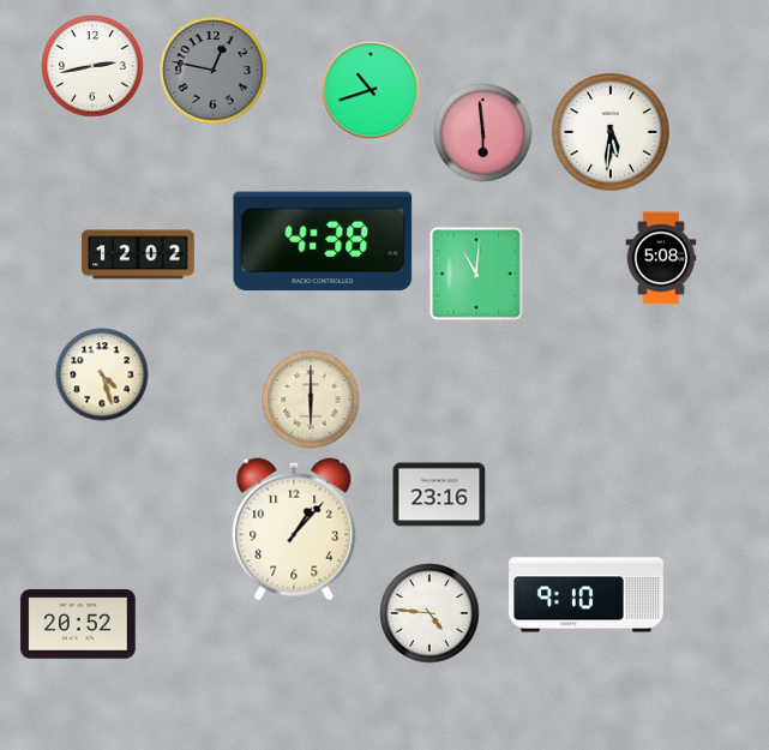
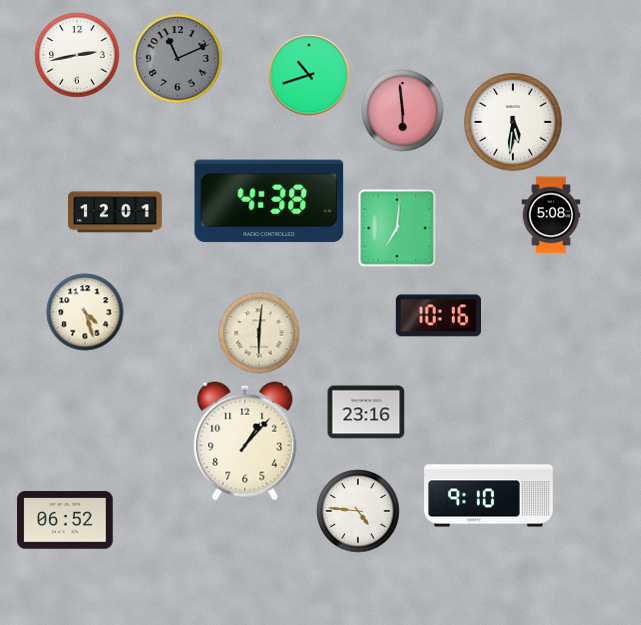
clock at (214, 71): 12:47 -> 11:11
clock at (611, 132) position: (611, 132) -> (513, 122)
clock at (138, 254): 12:02 -> 12:01
clock at (476, 274): 11:01 -> 7:01
clock at (438, 316): none -> 10:16
clock at (311, 400): 6:00 -> 6:01
clock at (78, 624): 20:52 -> 06:52
